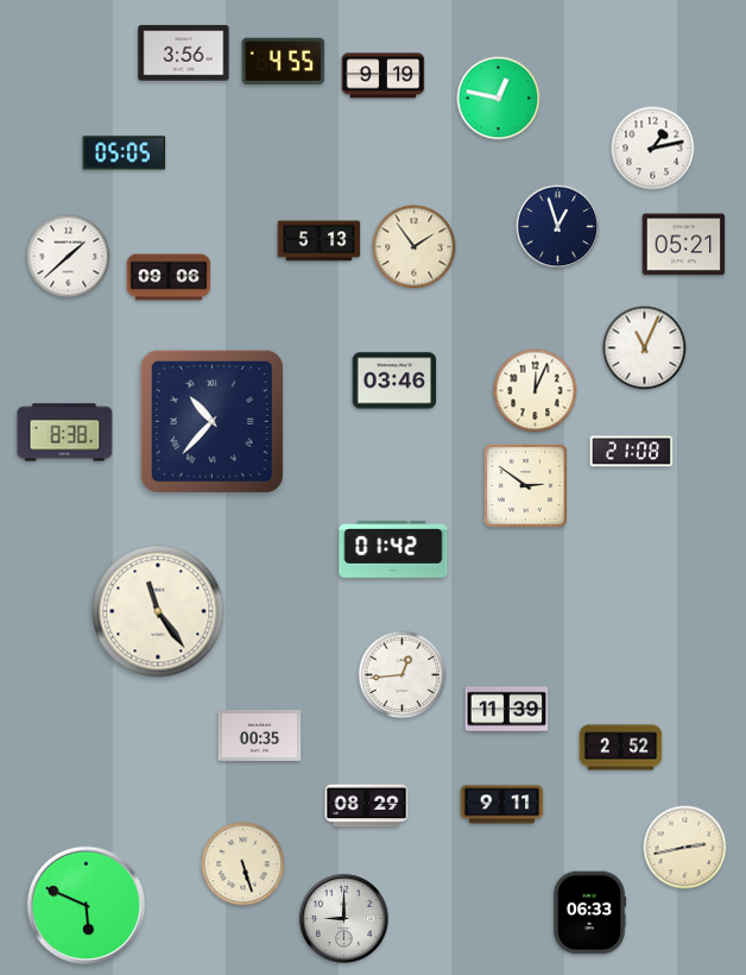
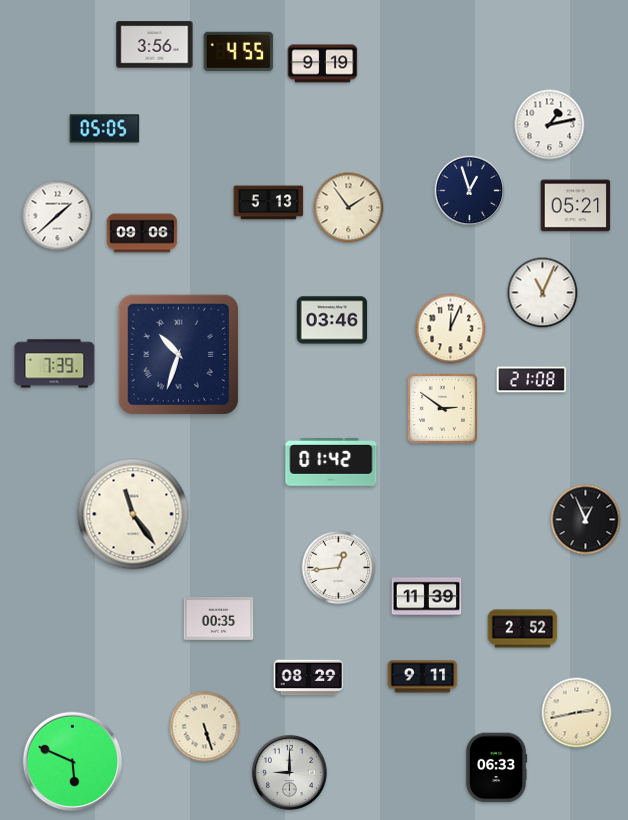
clock at (499, 99): 12:47 -> none
clock at (211, 421): 10:37 -> 10:33
clock at (65, 433): 8:38 -> 7:39
clock at (586, 520): none -> 12:56
